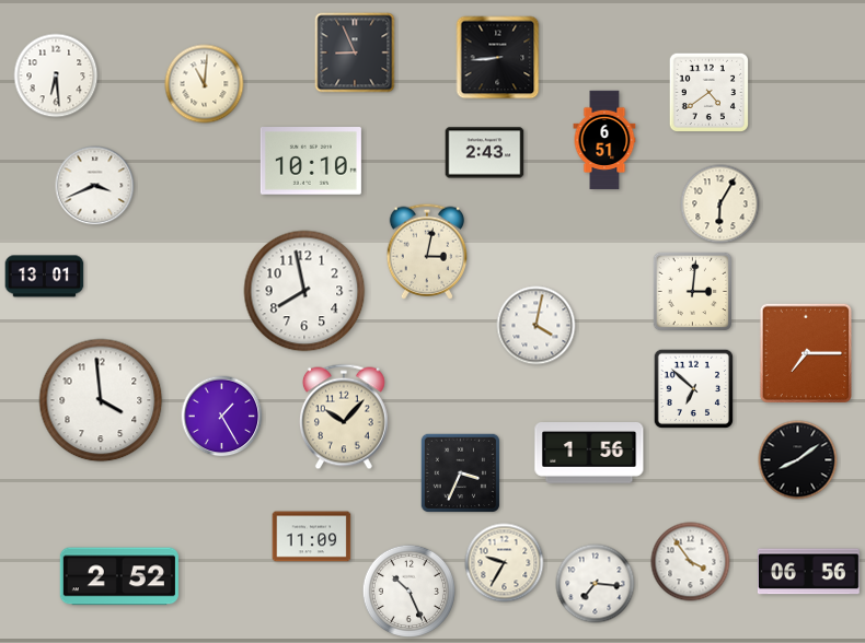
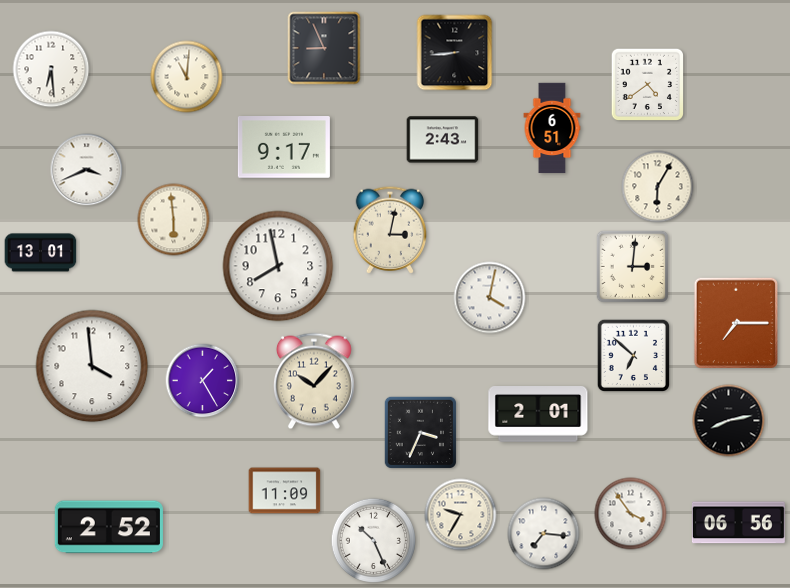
clock at (311, 162): 10:10 -> 9:17
clock at (174, 220): none -> 5:59
clock at (589, 454): 1:56 -> 2:01
clock at (798, 460): 8:09 -> 8:13
